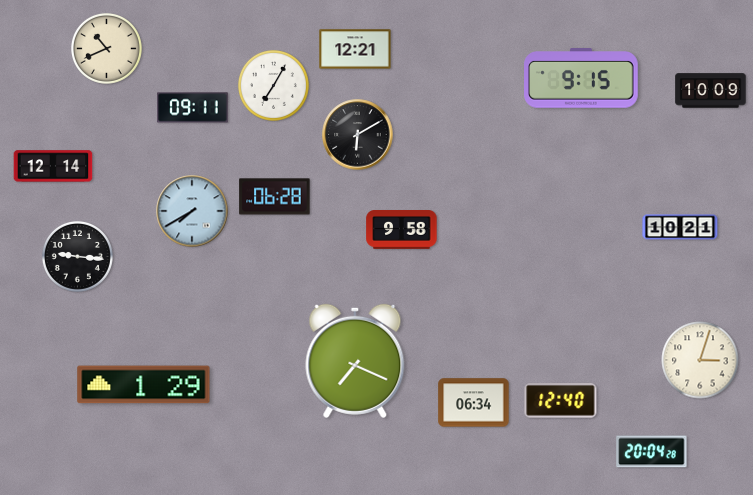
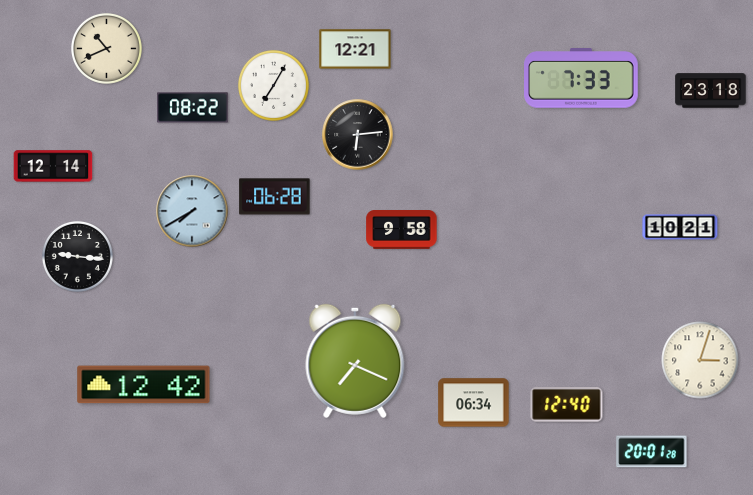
clock at (582, 78): 9:15 -> 7:33
clock at (711, 91): 10:09 -> 23:18
clock at (193, 108): 09:11 -> 08:22
clock at (358, 135): 6:10 -> 6:14
clock at (144, 385): 1:29 -> 12:42
clock at (561, 401) position: (561, 401) -> (567, 405)
clock at (652, 452): 20:04 -> 20:01
